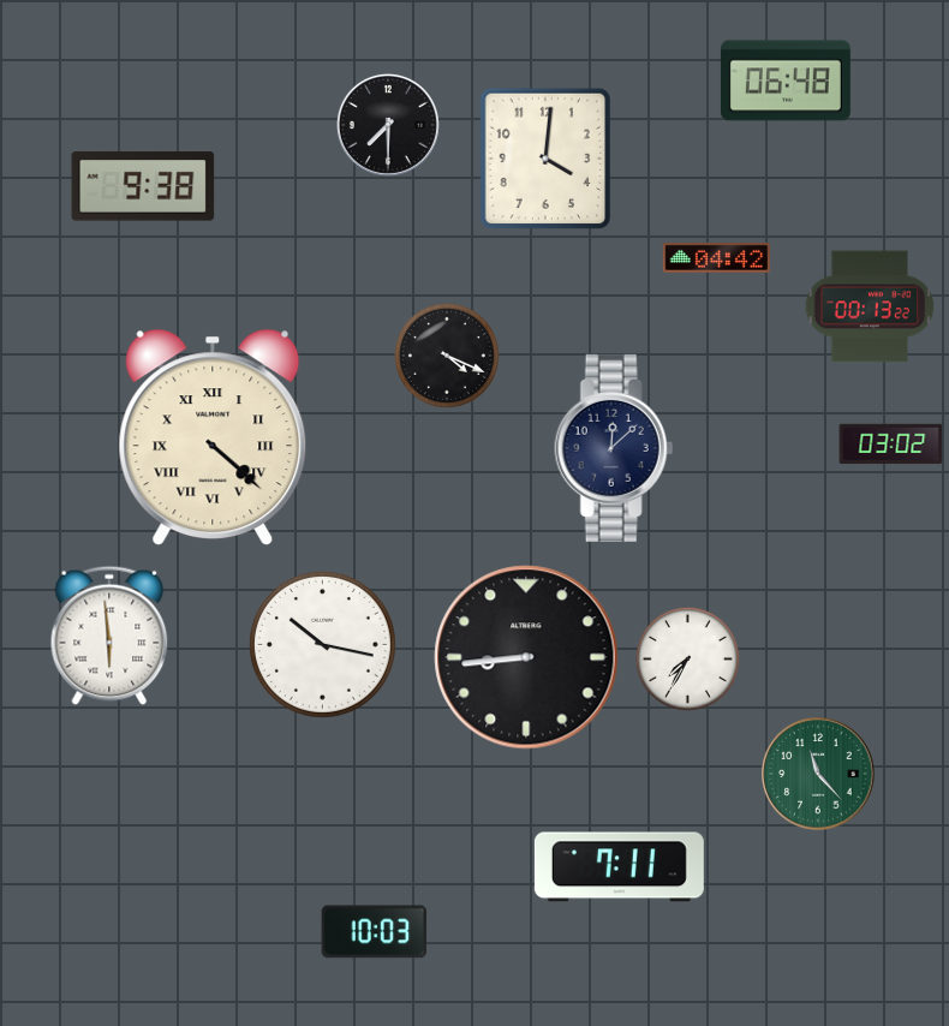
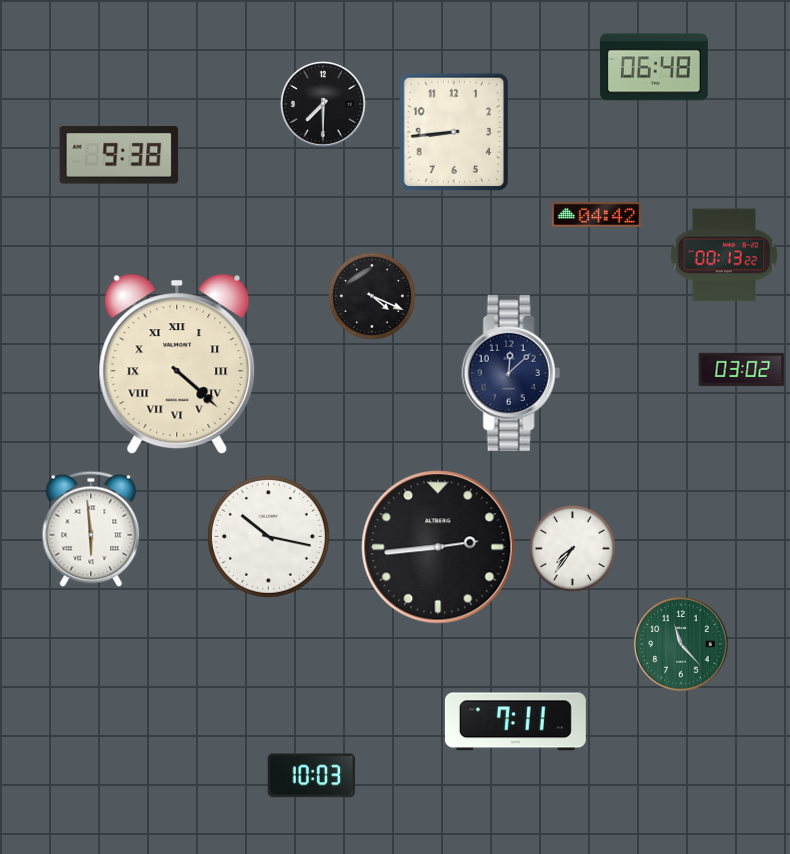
clock at (545, 159): 4:01 -> 8:44
clock at (526, 657): 8:44 -> 2:44
clock at (687, 658): 7:35 -> 7:36
